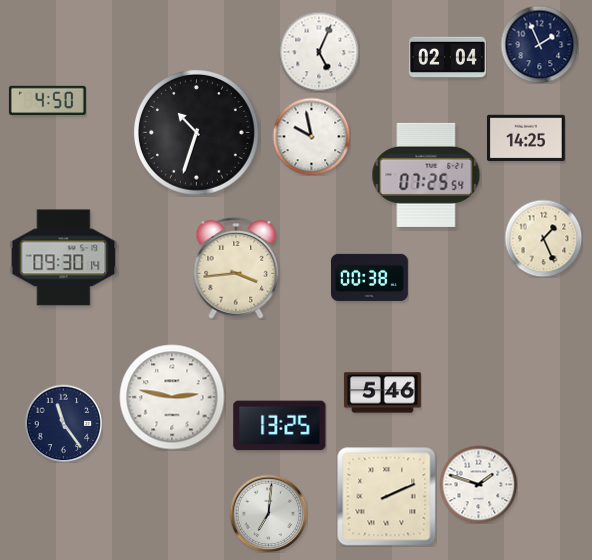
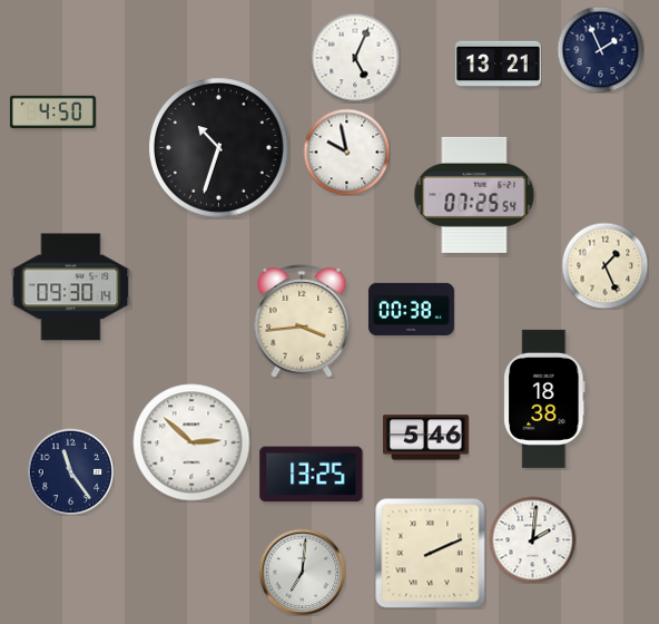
clock at (447, 58): 02:04 -> 13:21
clock at (526, 138): 14:25 -> none
clock at (236, 268) position: (236, 268) -> (302, 321)
clock at (544, 399): none -> 18:38
clock at (172, 397): 2:47 -> 2:52
clock at (478, 484): 1:48 -> 2:01
clock at (268, 513) position: (268, 513) -> (302, 572)
